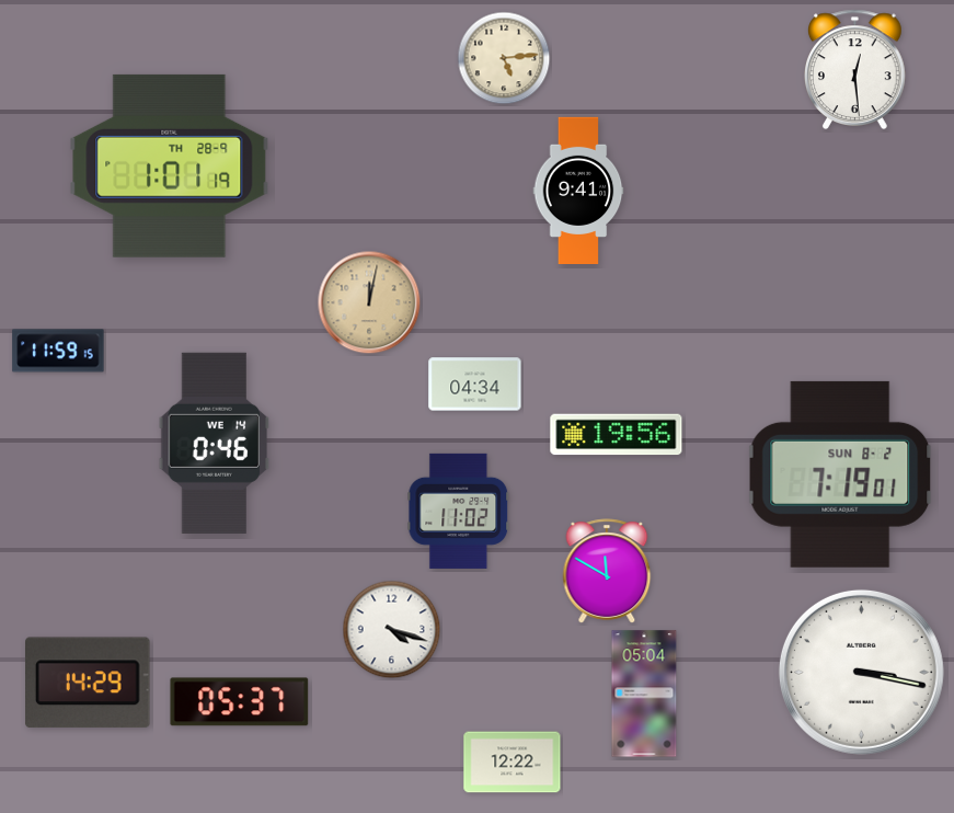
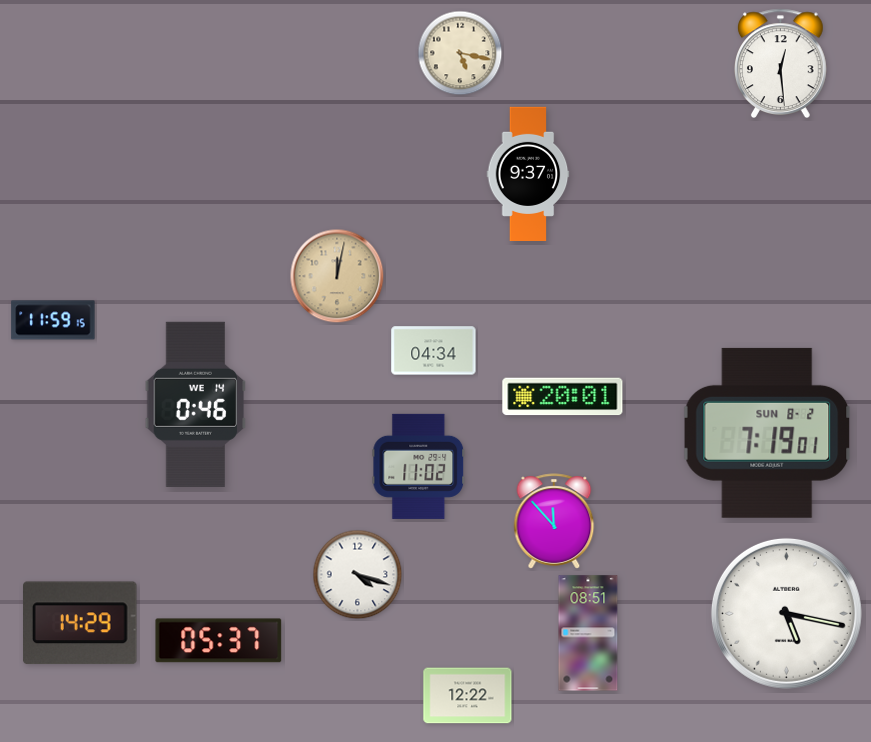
clock at (504, 58): 5:14 -> 5:17
clock at (170, 165): 1:01 -> none
clock at (578, 190): 9:41 -> 9:37
clock at (617, 435): 19:56 -> 20:01
clock at (607, 571): 11:50 -> 11:53
clock at (861, 672): 3:17 -> 5:17
clock at (644, 694): 05:04 -> 08:51
